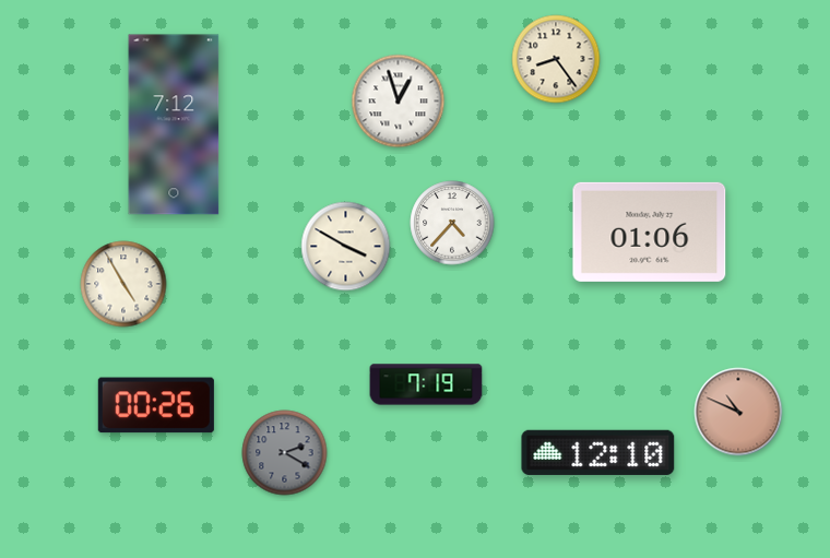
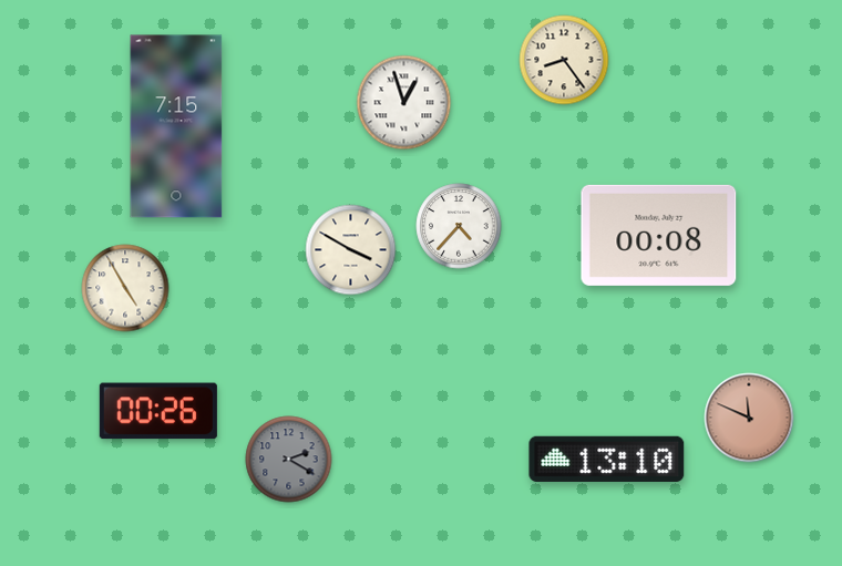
clock at (174, 124): 7:12 -> 7:15
clock at (650, 231): 01:06 -> 00:08
clock at (426, 384): 7:19 -> none
clock at (738, 412): 10:49 -> 11:49
clock at (598, 452): 12:10 -> 13:10
